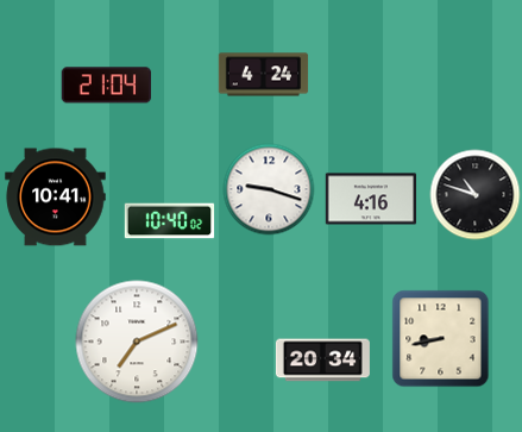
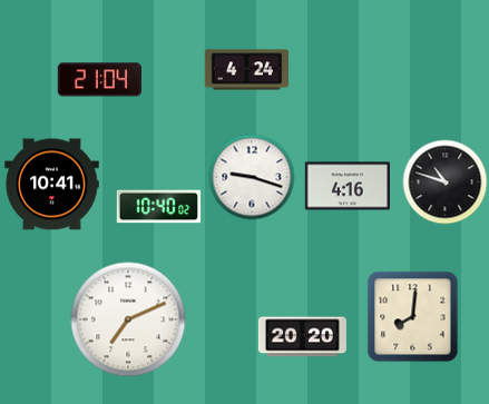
clock at (441, 339): 8:43 -> 8:01
clock at (322, 361): 20:34 -> 20:20
